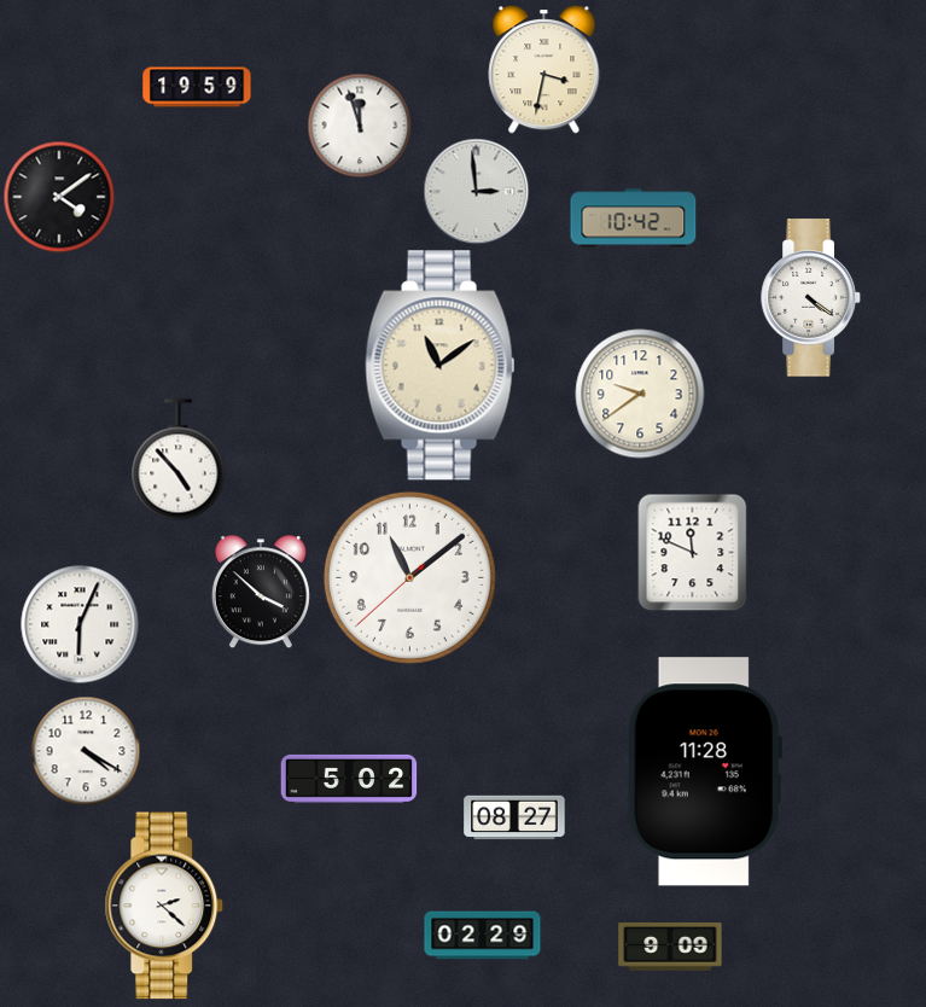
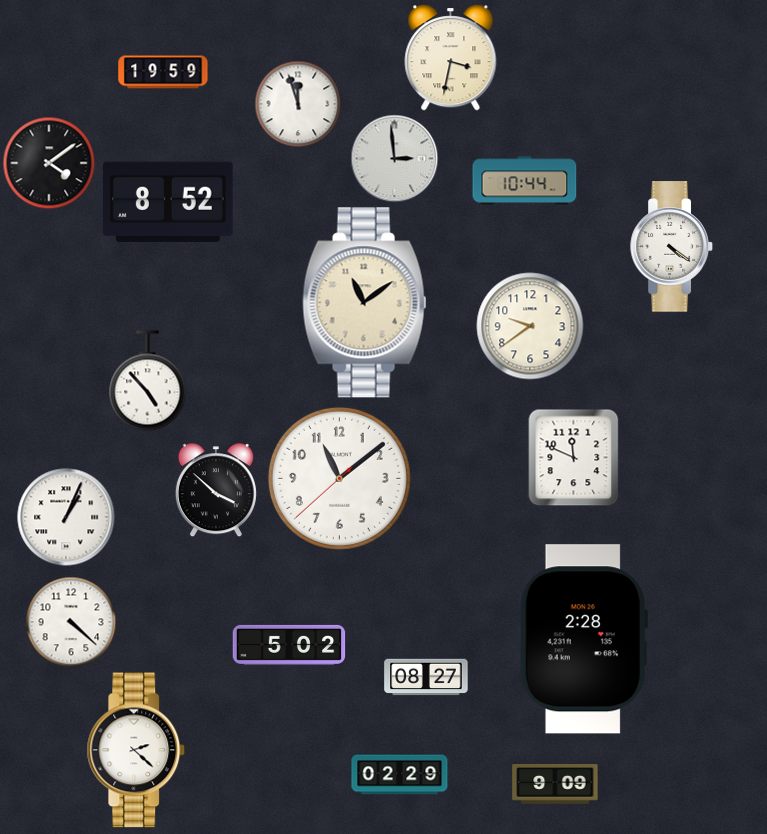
clock at (634, 219): 10:42 -> 10:44
clock at (169, 202): none -> 8:52
clock at (80, 624): 6:04 -> 1:04
clock at (86, 751): 4:20 -> 4:22
clock at (705, 772): 11:28 -> 2:28
